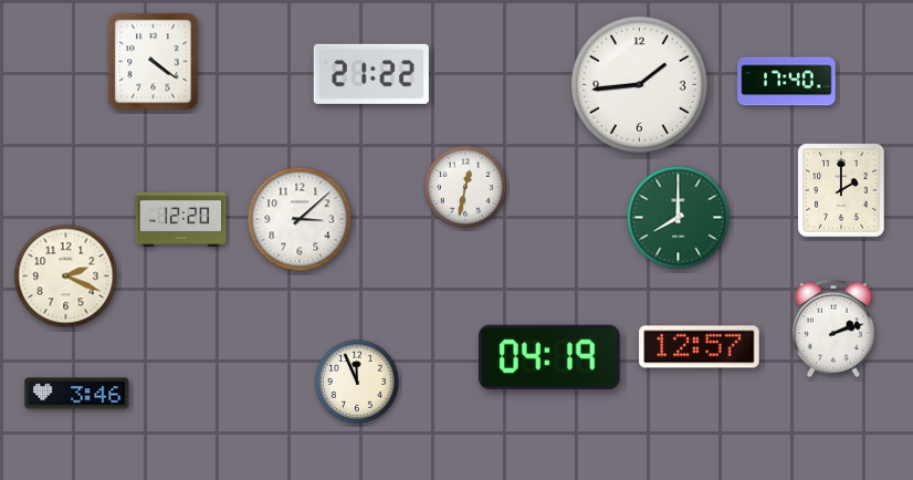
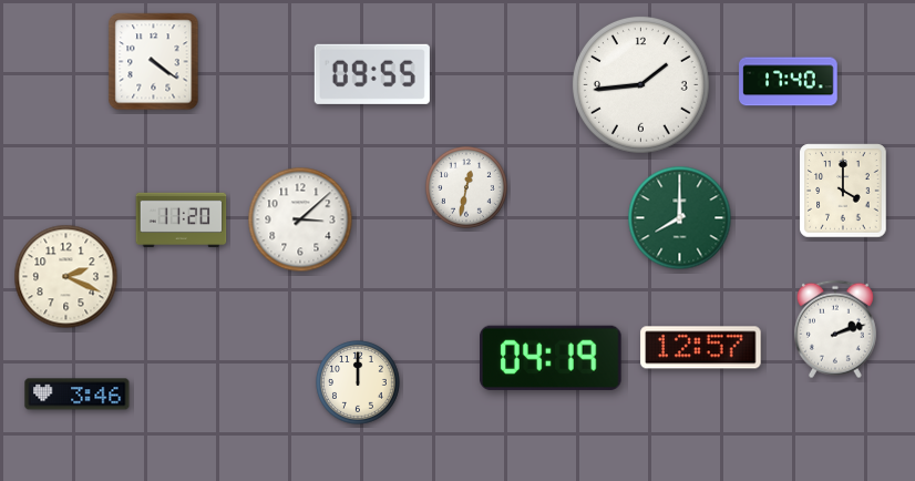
clock at (371, 74): 21:22 -> 09:55
clock at (841, 190): 2:00 -> 4:00
clock at (181, 219): 12:20 -> 11:20
clock at (358, 383): 11:56 -> 12:00
